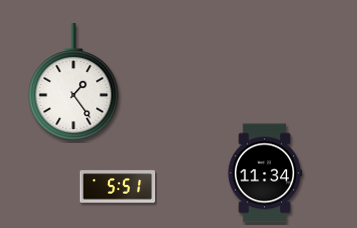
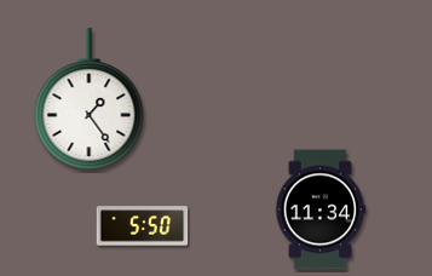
clock at (118, 187): 5:51 -> 5:50
